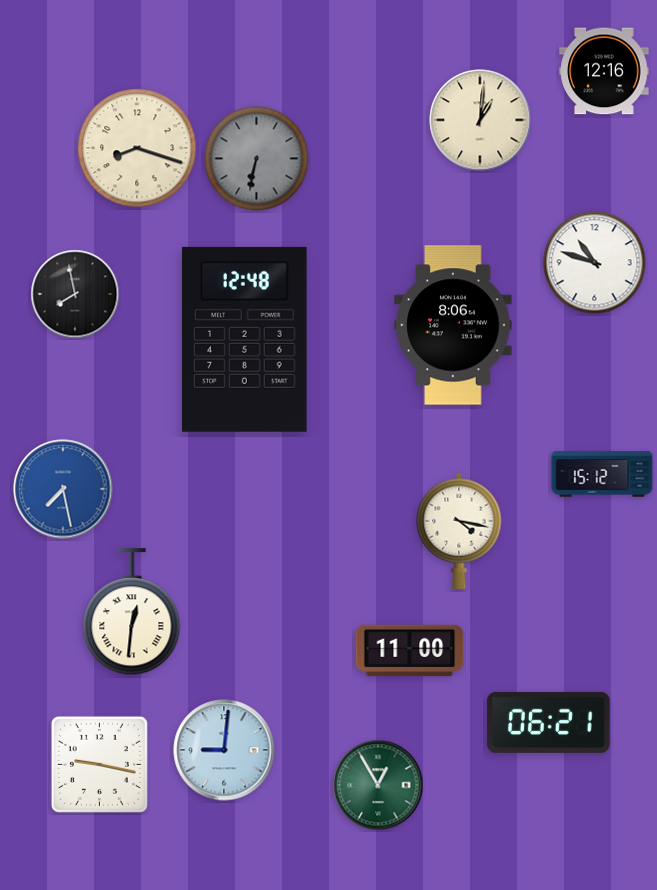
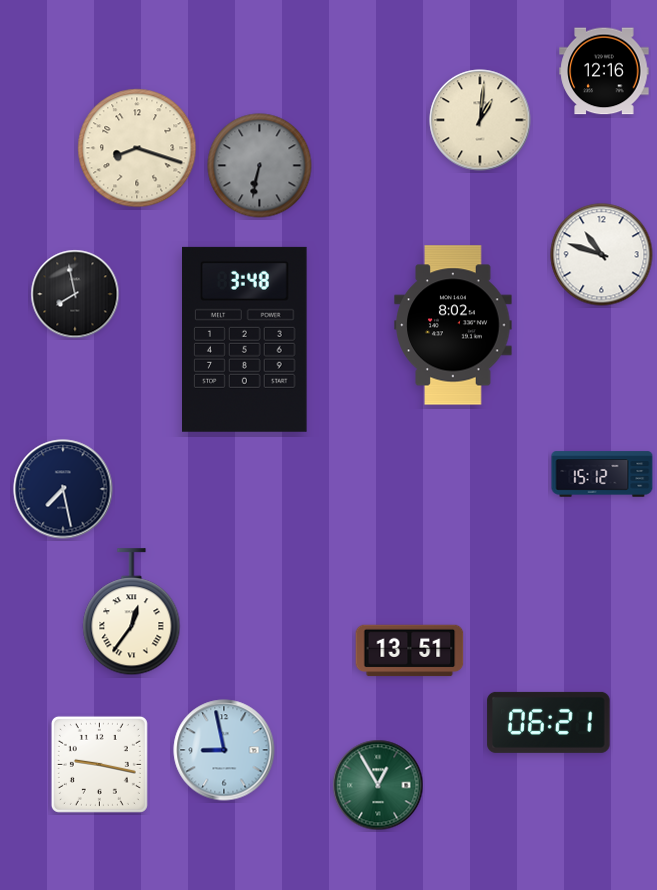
clock at (257, 159) position: (257, 159) -> (260, 166)
clock at (595, 263) position: (595, 263) -> (602, 255)
clock at (453, 325): 8:06 -> 8:02
clock at (245, 339): 12:48 -> 3:48
clock at (63, 489) dial: blue -> navy
clock at (459, 531): 4:17 -> none
clock at (132, 612): 12:31 -> 12:36
clock at (410, 651): 11:00 -> 13:51
clock at (224, 750): 9:01 -> 8:58
